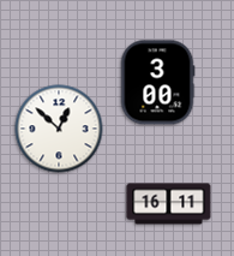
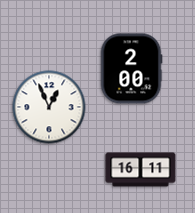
clock at (157, 83): 3:00 -> 2:00
clock at (59, 129): 12:52 -> 12:56
